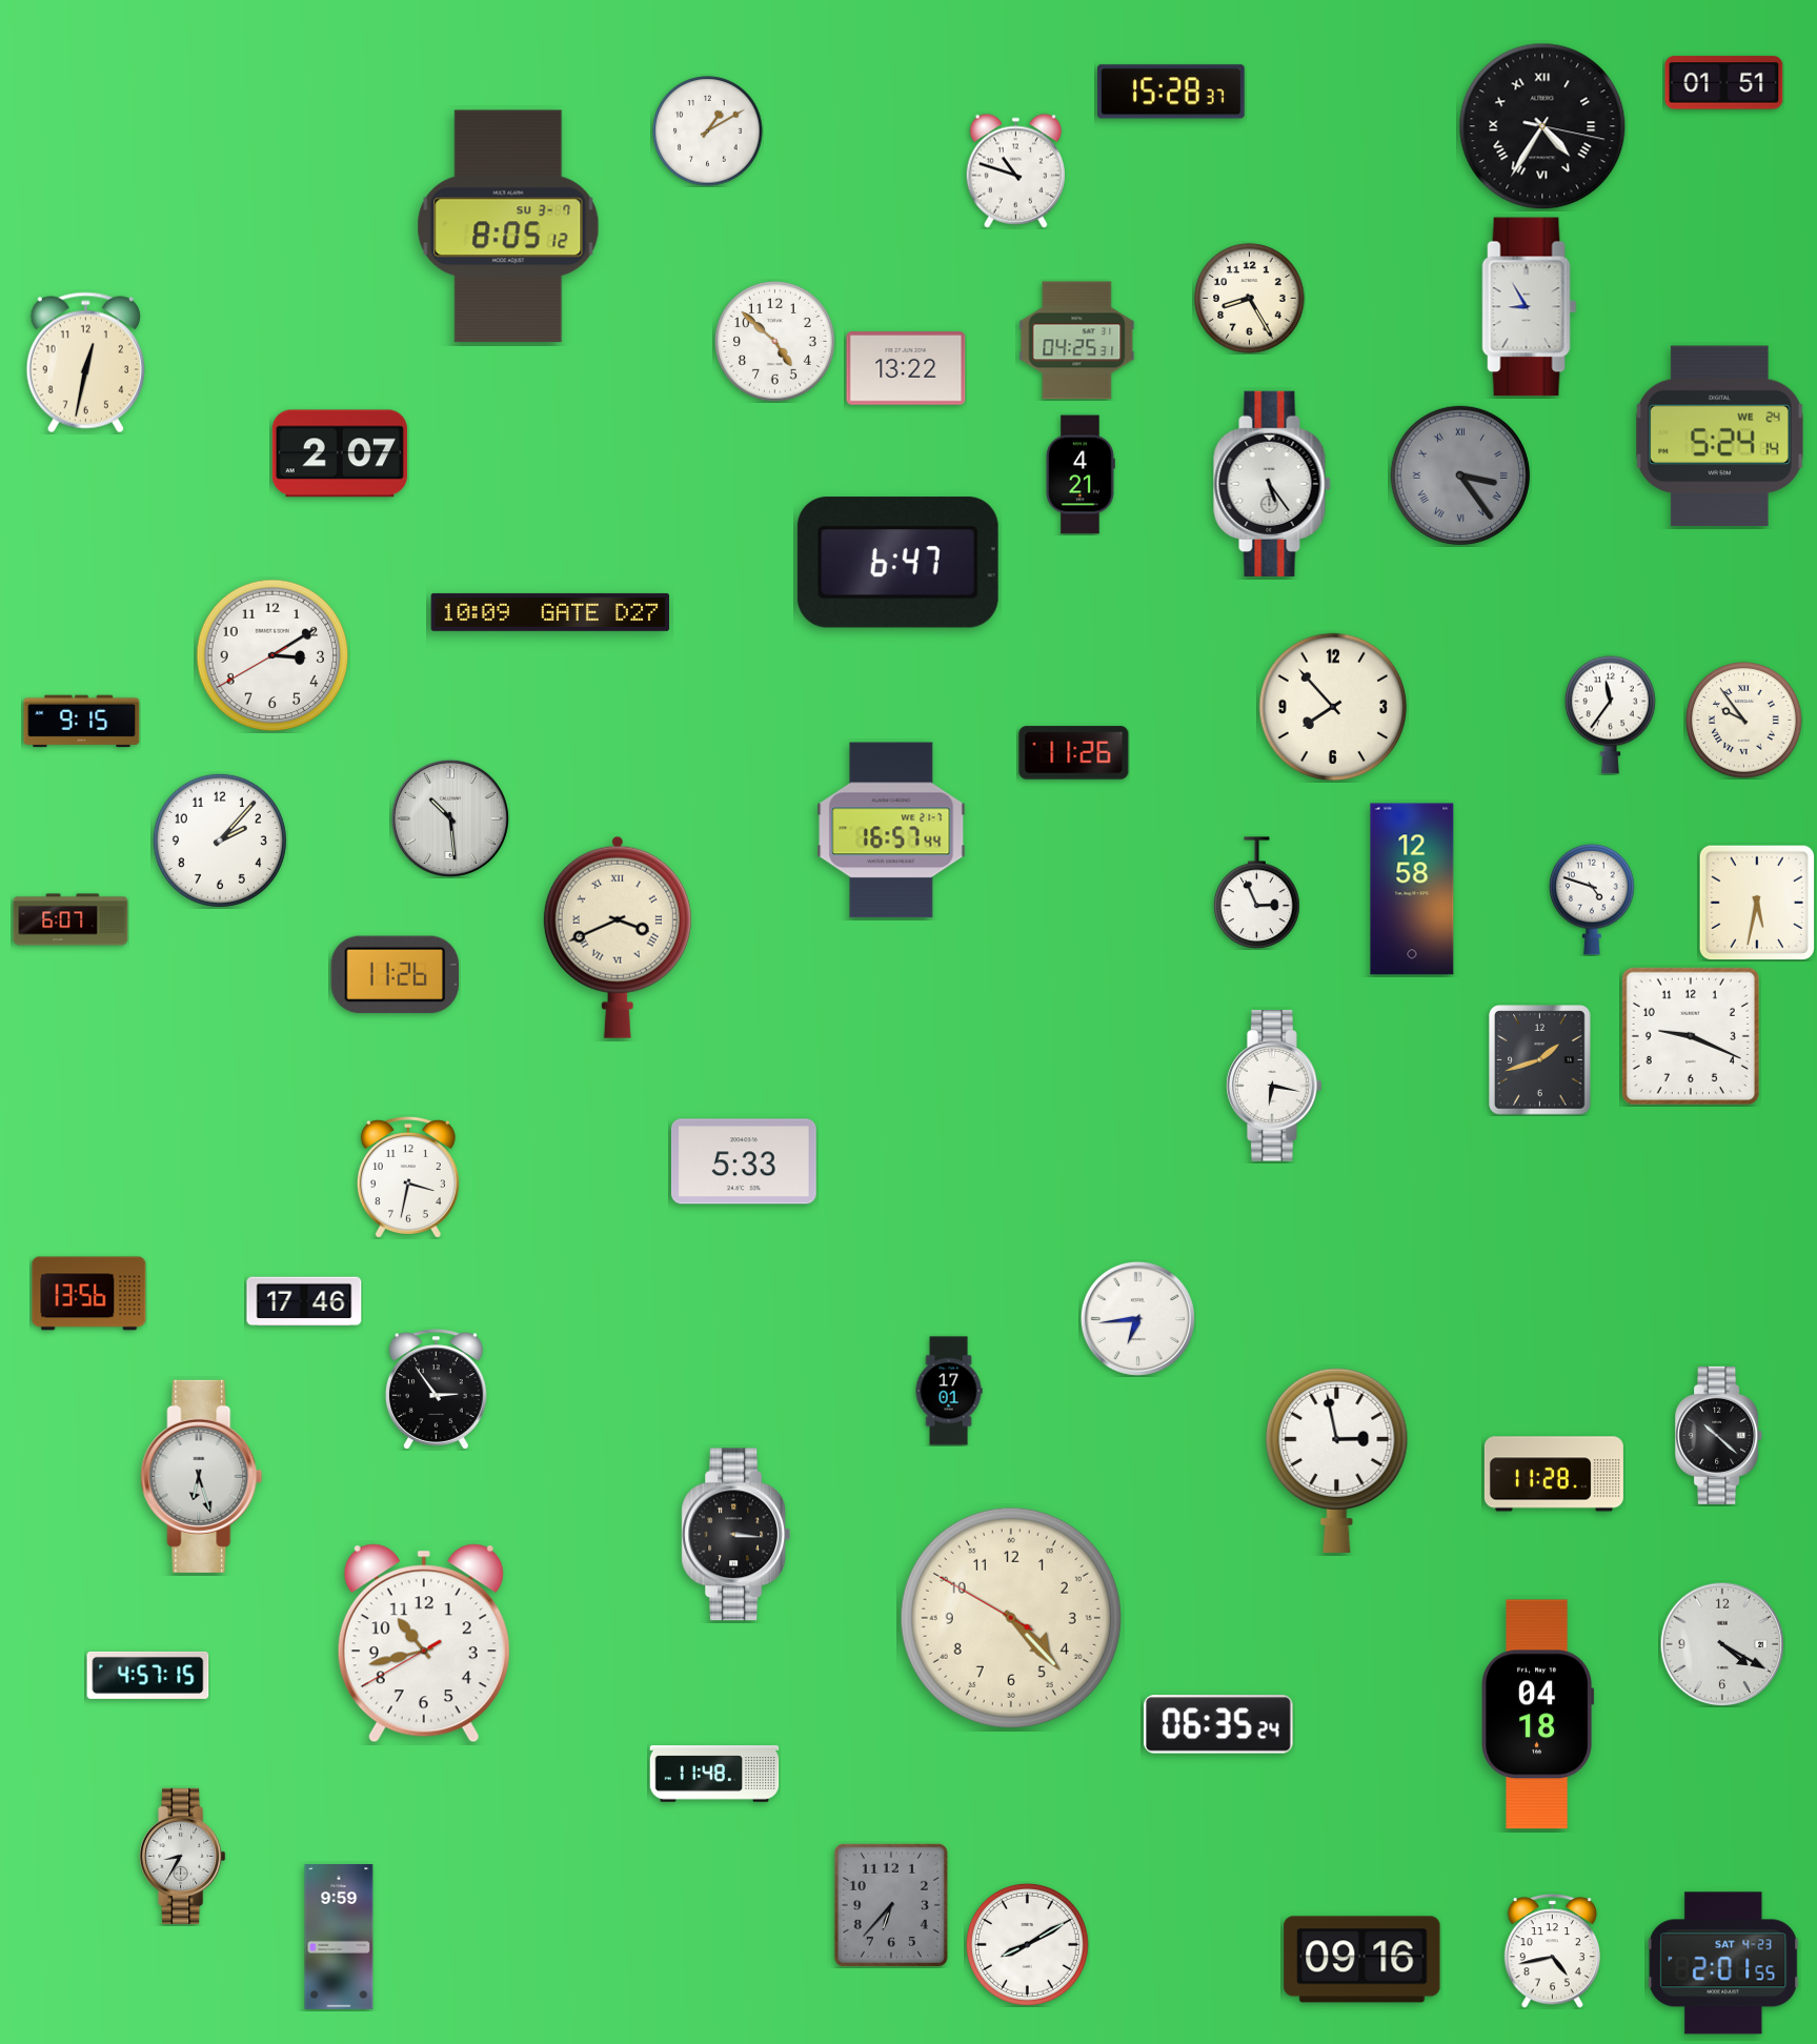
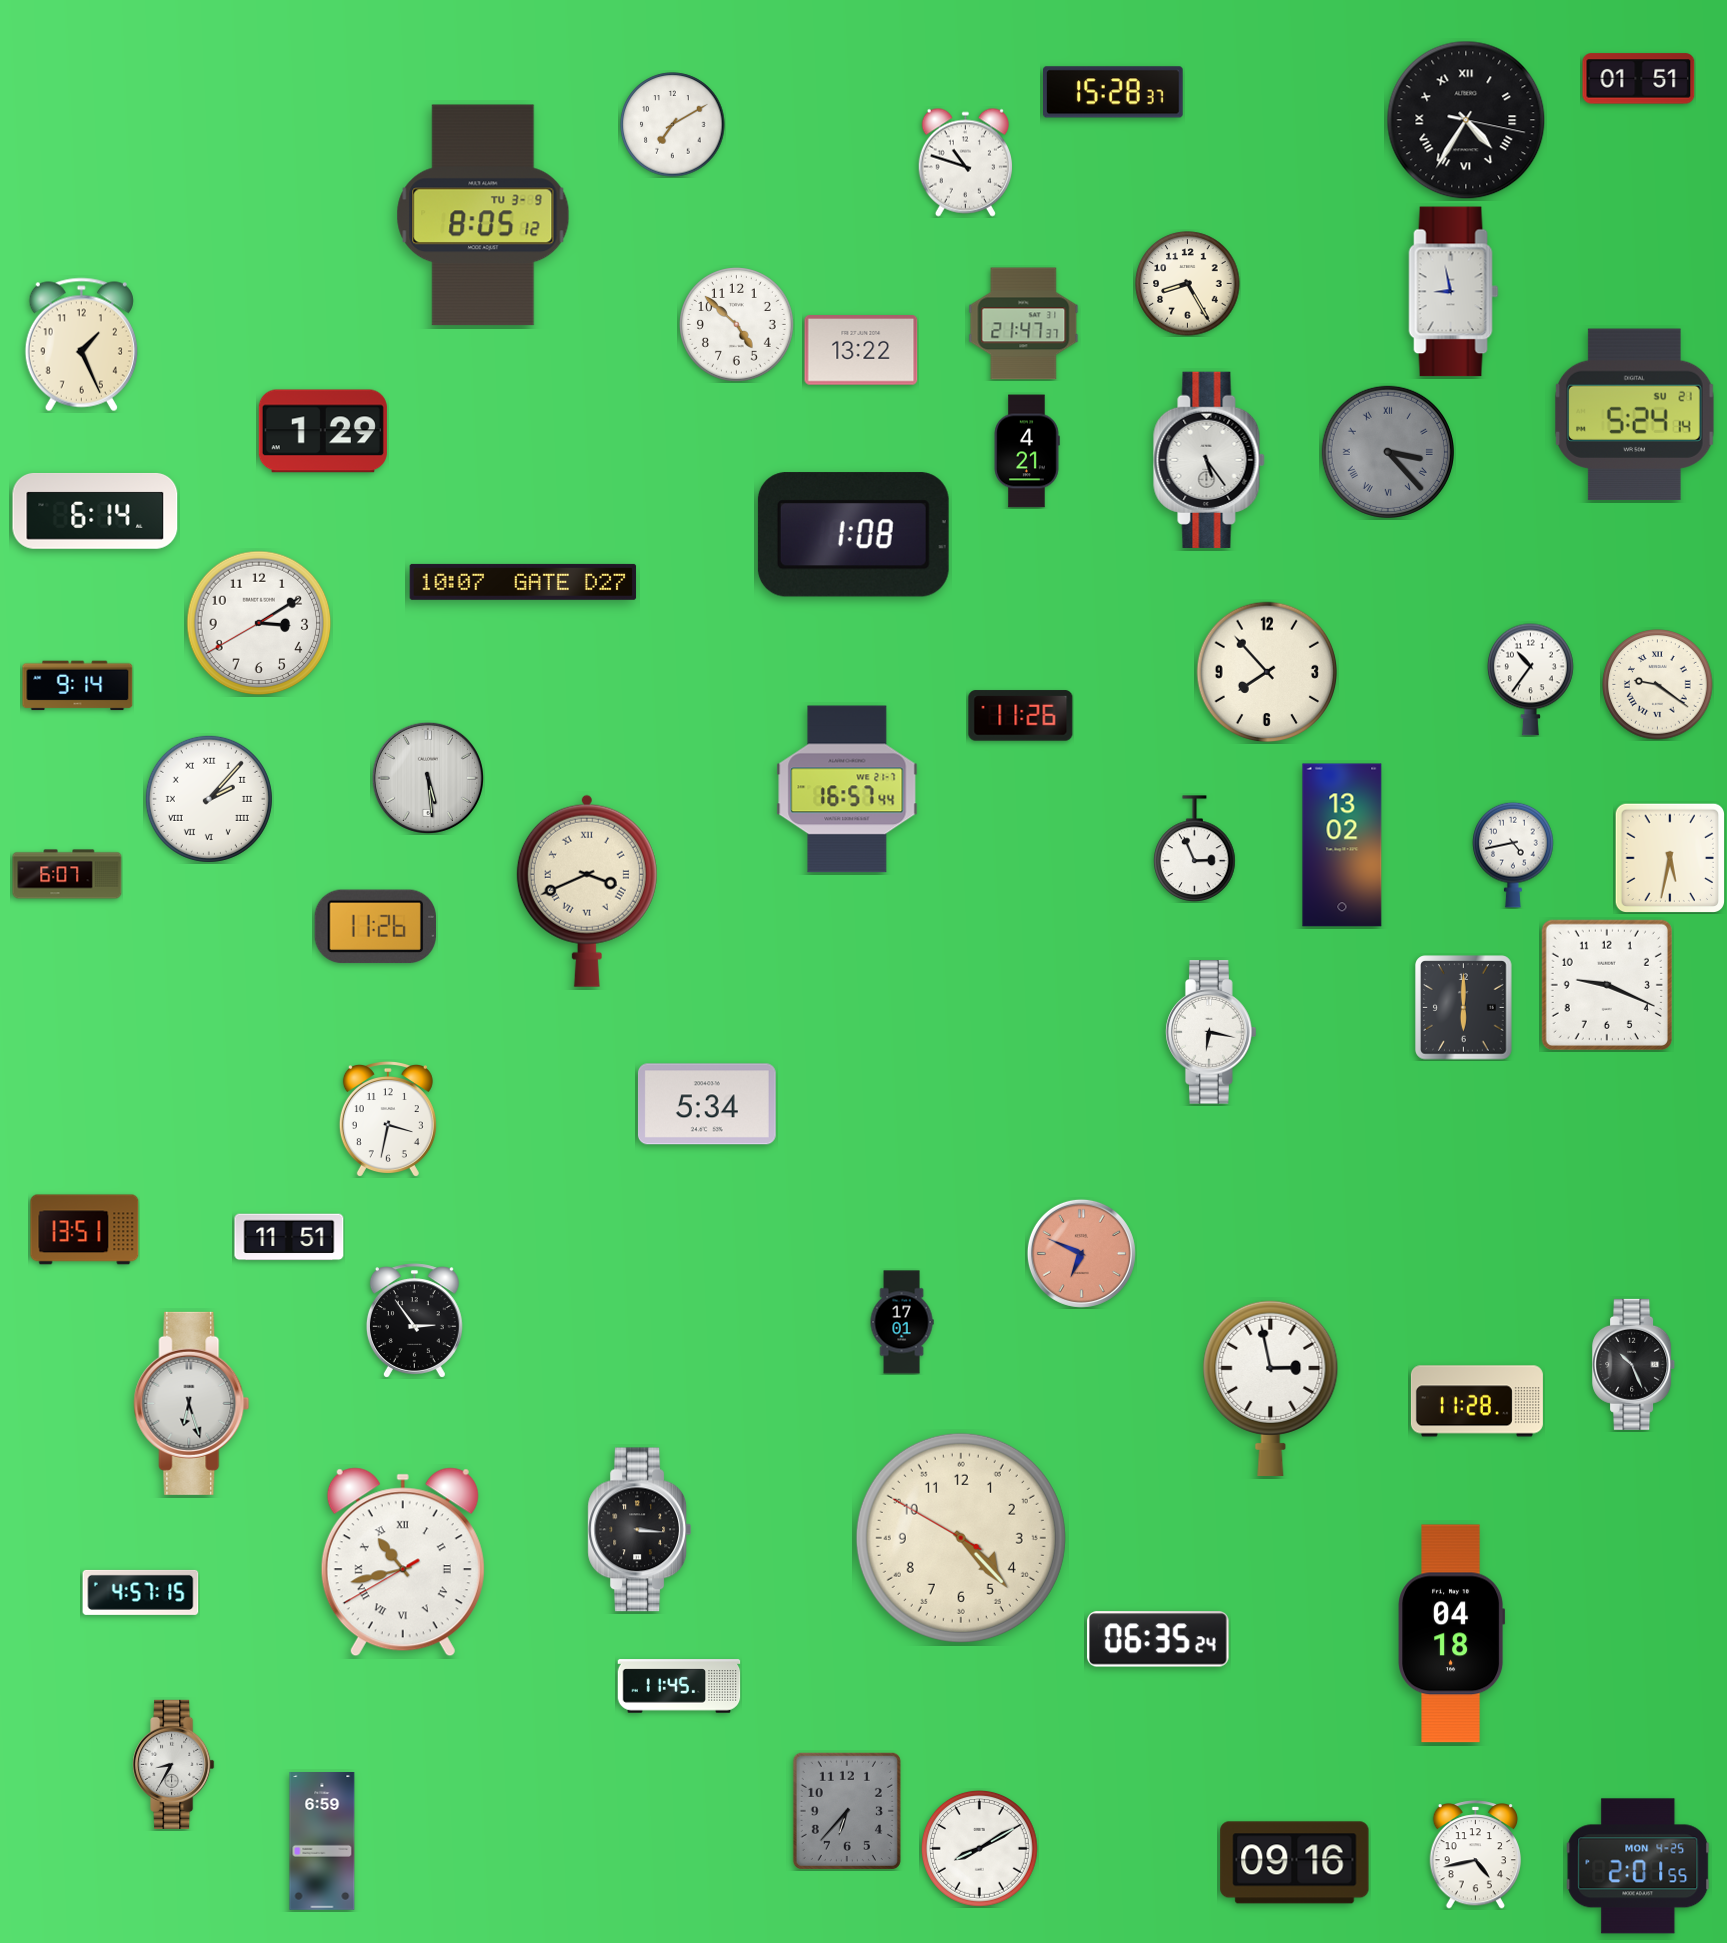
clock at (1172, 92) position: (1172, 92) -> (1114, 92)
clock at (708, 131): 1:10 -> 7:10
clock at (508, 226) date: SU 3-7 -> TU 3-9
clock at (1530, 307): 8:55 -> 8:58
clock at (1077, 341): 04:25 -> 21:47
clock at (85, 363): 12:32 -> 1:26
clock at (1720, 437) date: WE 24 -> SU 21
clock at (340, 453): 2:07 -> 1:29
clock at (1460, 475): 3:24 -> 3:23
clock at (95, 511): none -> 6:14
clock at (897, 563): 6:47 -> 1:08
clock at (550, 612): 10:09 -> 10:07
clock at (1611, 714): 11:36 -> 10:36
clock at (1744, 721): 9:54 -> 9:21
clock at (82, 722): 9:15 -> 9:14
clock at (450, 818): 10:29 -> 5:29
clock at (220, 841) numerals: Arabic -> Roman
clock at (1412, 889): 12:58 -> 13:02
clock at (1592, 899): 4:48 -> 4:43
clock at (1540, 1060): 1:42 -> 6:00
clock at (744, 1161): 5:33 -> 5:34
clock at (89, 1294): 13:56 -> 13:51
clock at (304, 1301): 17:46 -> 11:51
clock at (1137, 1318): 6:44 -> 6:49
clock at (1137, 1318) dial: white -> salmon
clock at (1719, 1435): 10:22 -> 10:26
clock at (736, 1535) position: (736, 1535) -> (640, 1530)
clock at (424, 1643) numerals: Arabic -> Roman
clock at (1722, 1644): 4:20 -> none
clock at (1538, 1715) position: (1538, 1715) -> (1452, 1634)
clock at (714, 1774): 11:48 -> 11:45
clock at (339, 1938): 9:59 -> 6:59
clock at (1027, 1944) position: (1027, 1944) -> (979, 1848)
clock at (1723, 1963) date: SAT 4-23 -> MON 4-25
